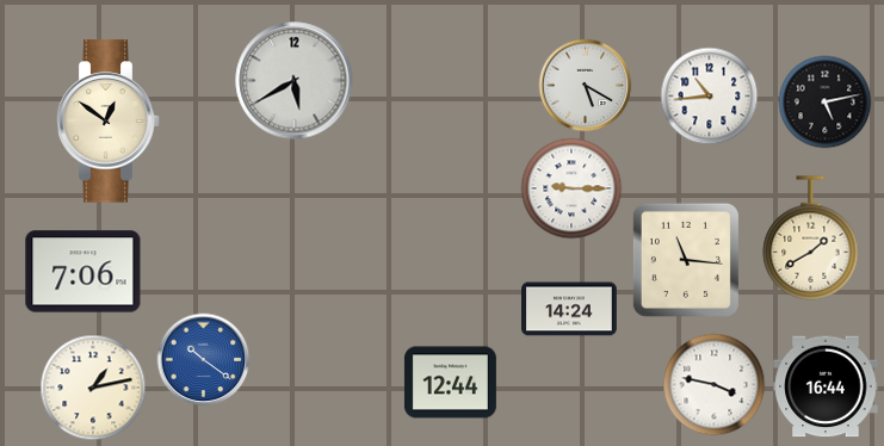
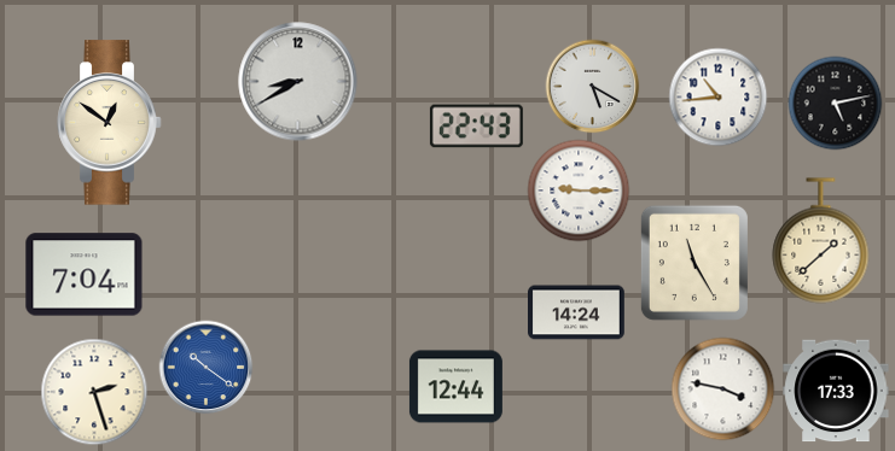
clock at (295, 81): 5:40 -> 8:40
clock at (476, 127): none -> 22:43
clock at (811, 239): 1:40 -> 1:38
clock at (686, 260): 11:16 -> 11:25
clock at (84, 272): 7:06 -> 7:04
clock at (203, 359) position: (203, 359) -> (205, 367)
clock at (826, 386): 16:44 -> 17:33
clock at (93, 388): 1:13 -> 2:27
